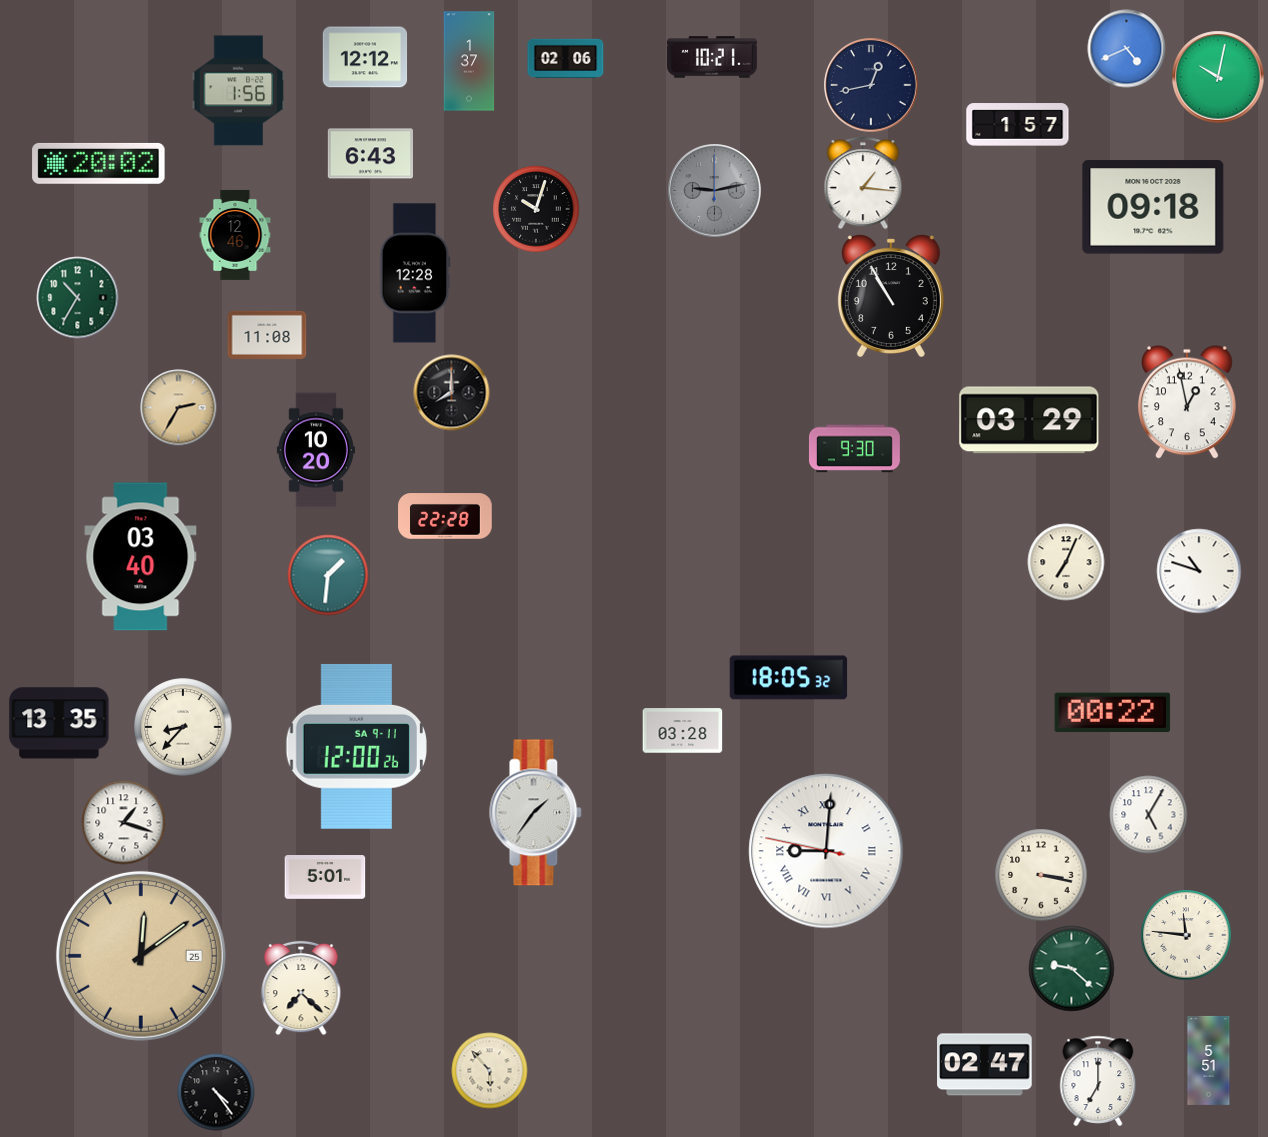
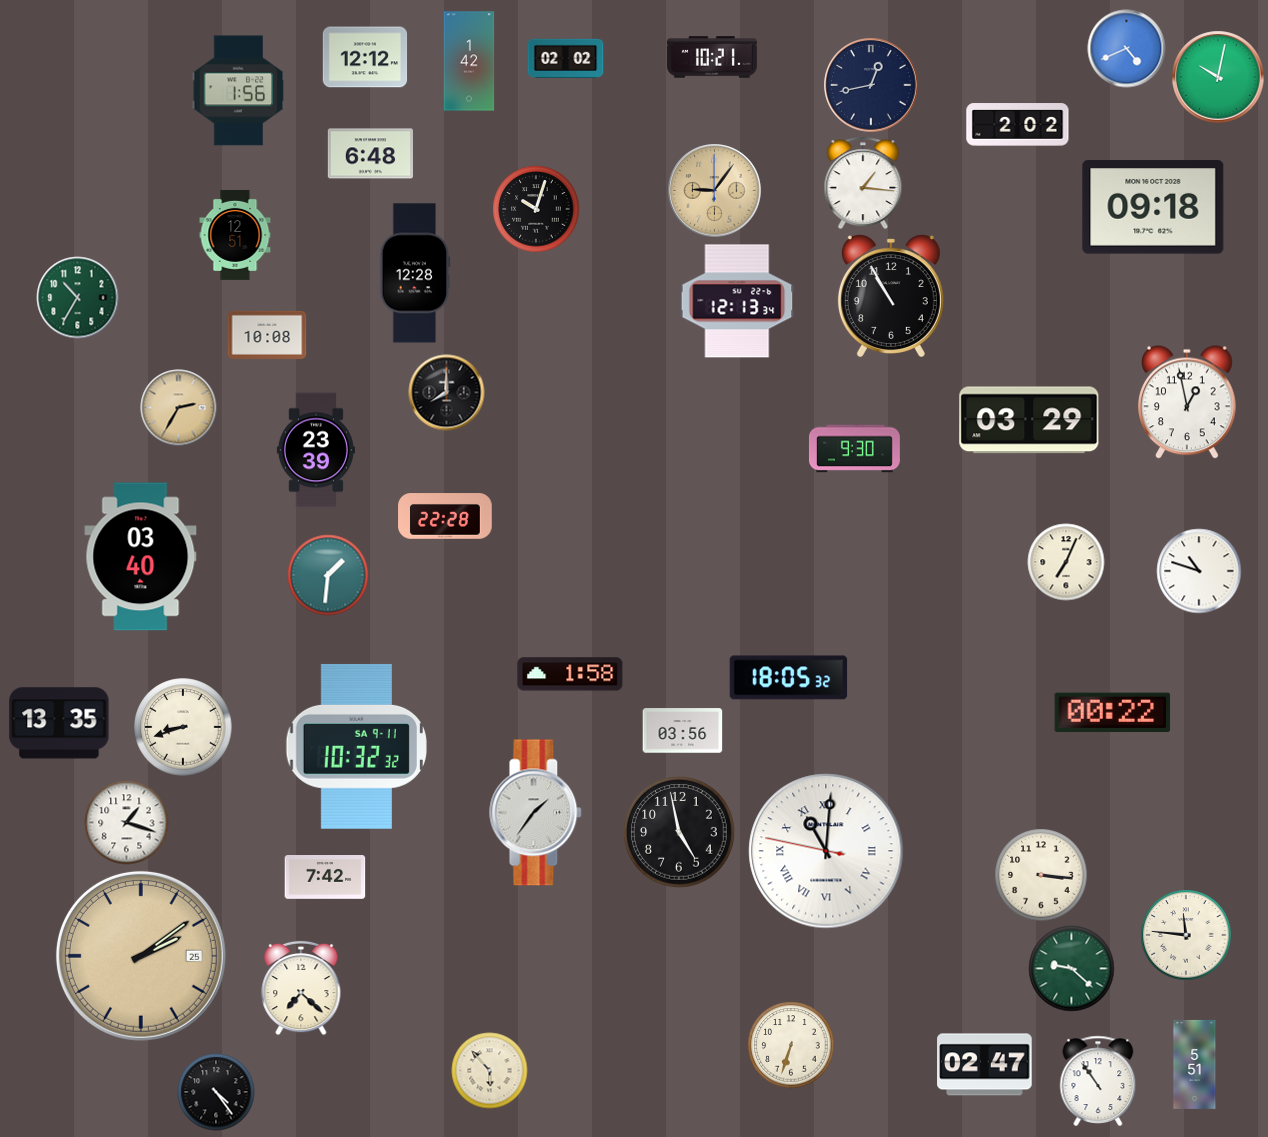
clock at (566, 58): 02:06 -> 02:02
clock at (469, 61): 1:37 -> 1:42
clock at (1018, 125): 1:57 -> 2:02
clock at (370, 154): 6:43 -> 6:48
clock at (99, 163): 20:02 -> none
clock at (715, 191): 9:13 -> 9:06
clock at (715, 191) dial: grey -> champagne
clock at (235, 235): 12:46 -> 12:51
clock at (737, 301): none -> 12:13
clock at (267, 335): 11:08 -> 10:08
clock at (452, 393) position: (452, 393) -> (447, 393)
clock at (316, 450): 10:20 -> 23:39
clock at (570, 674): none -> 1:58
clock at (183, 727): 8:37 -> 8:42
clock at (683, 731): 03:28 -> 03:56
clock at (356, 747): 12:00 -> 10:32
clock at (1149, 815): 5:05 -> none
clock at (124, 823) position: (124, 823) -> (127, 823)
clock at (679, 832): none -> 4:58
clock at (826, 851): 9:00 -> 11:00
clock at (1041, 875): 3:17 -> 3:16
clock at (325, 878): 5:01 -> 7:42
clock at (141, 956): 12:09 -> 2:09
clock at (791, 1045): none -> 6:33
clock at (1209, 1060) position: (1209, 1060) -> (1195, 1064)
clock at (1098, 1081): 7:00 -> 10:54
